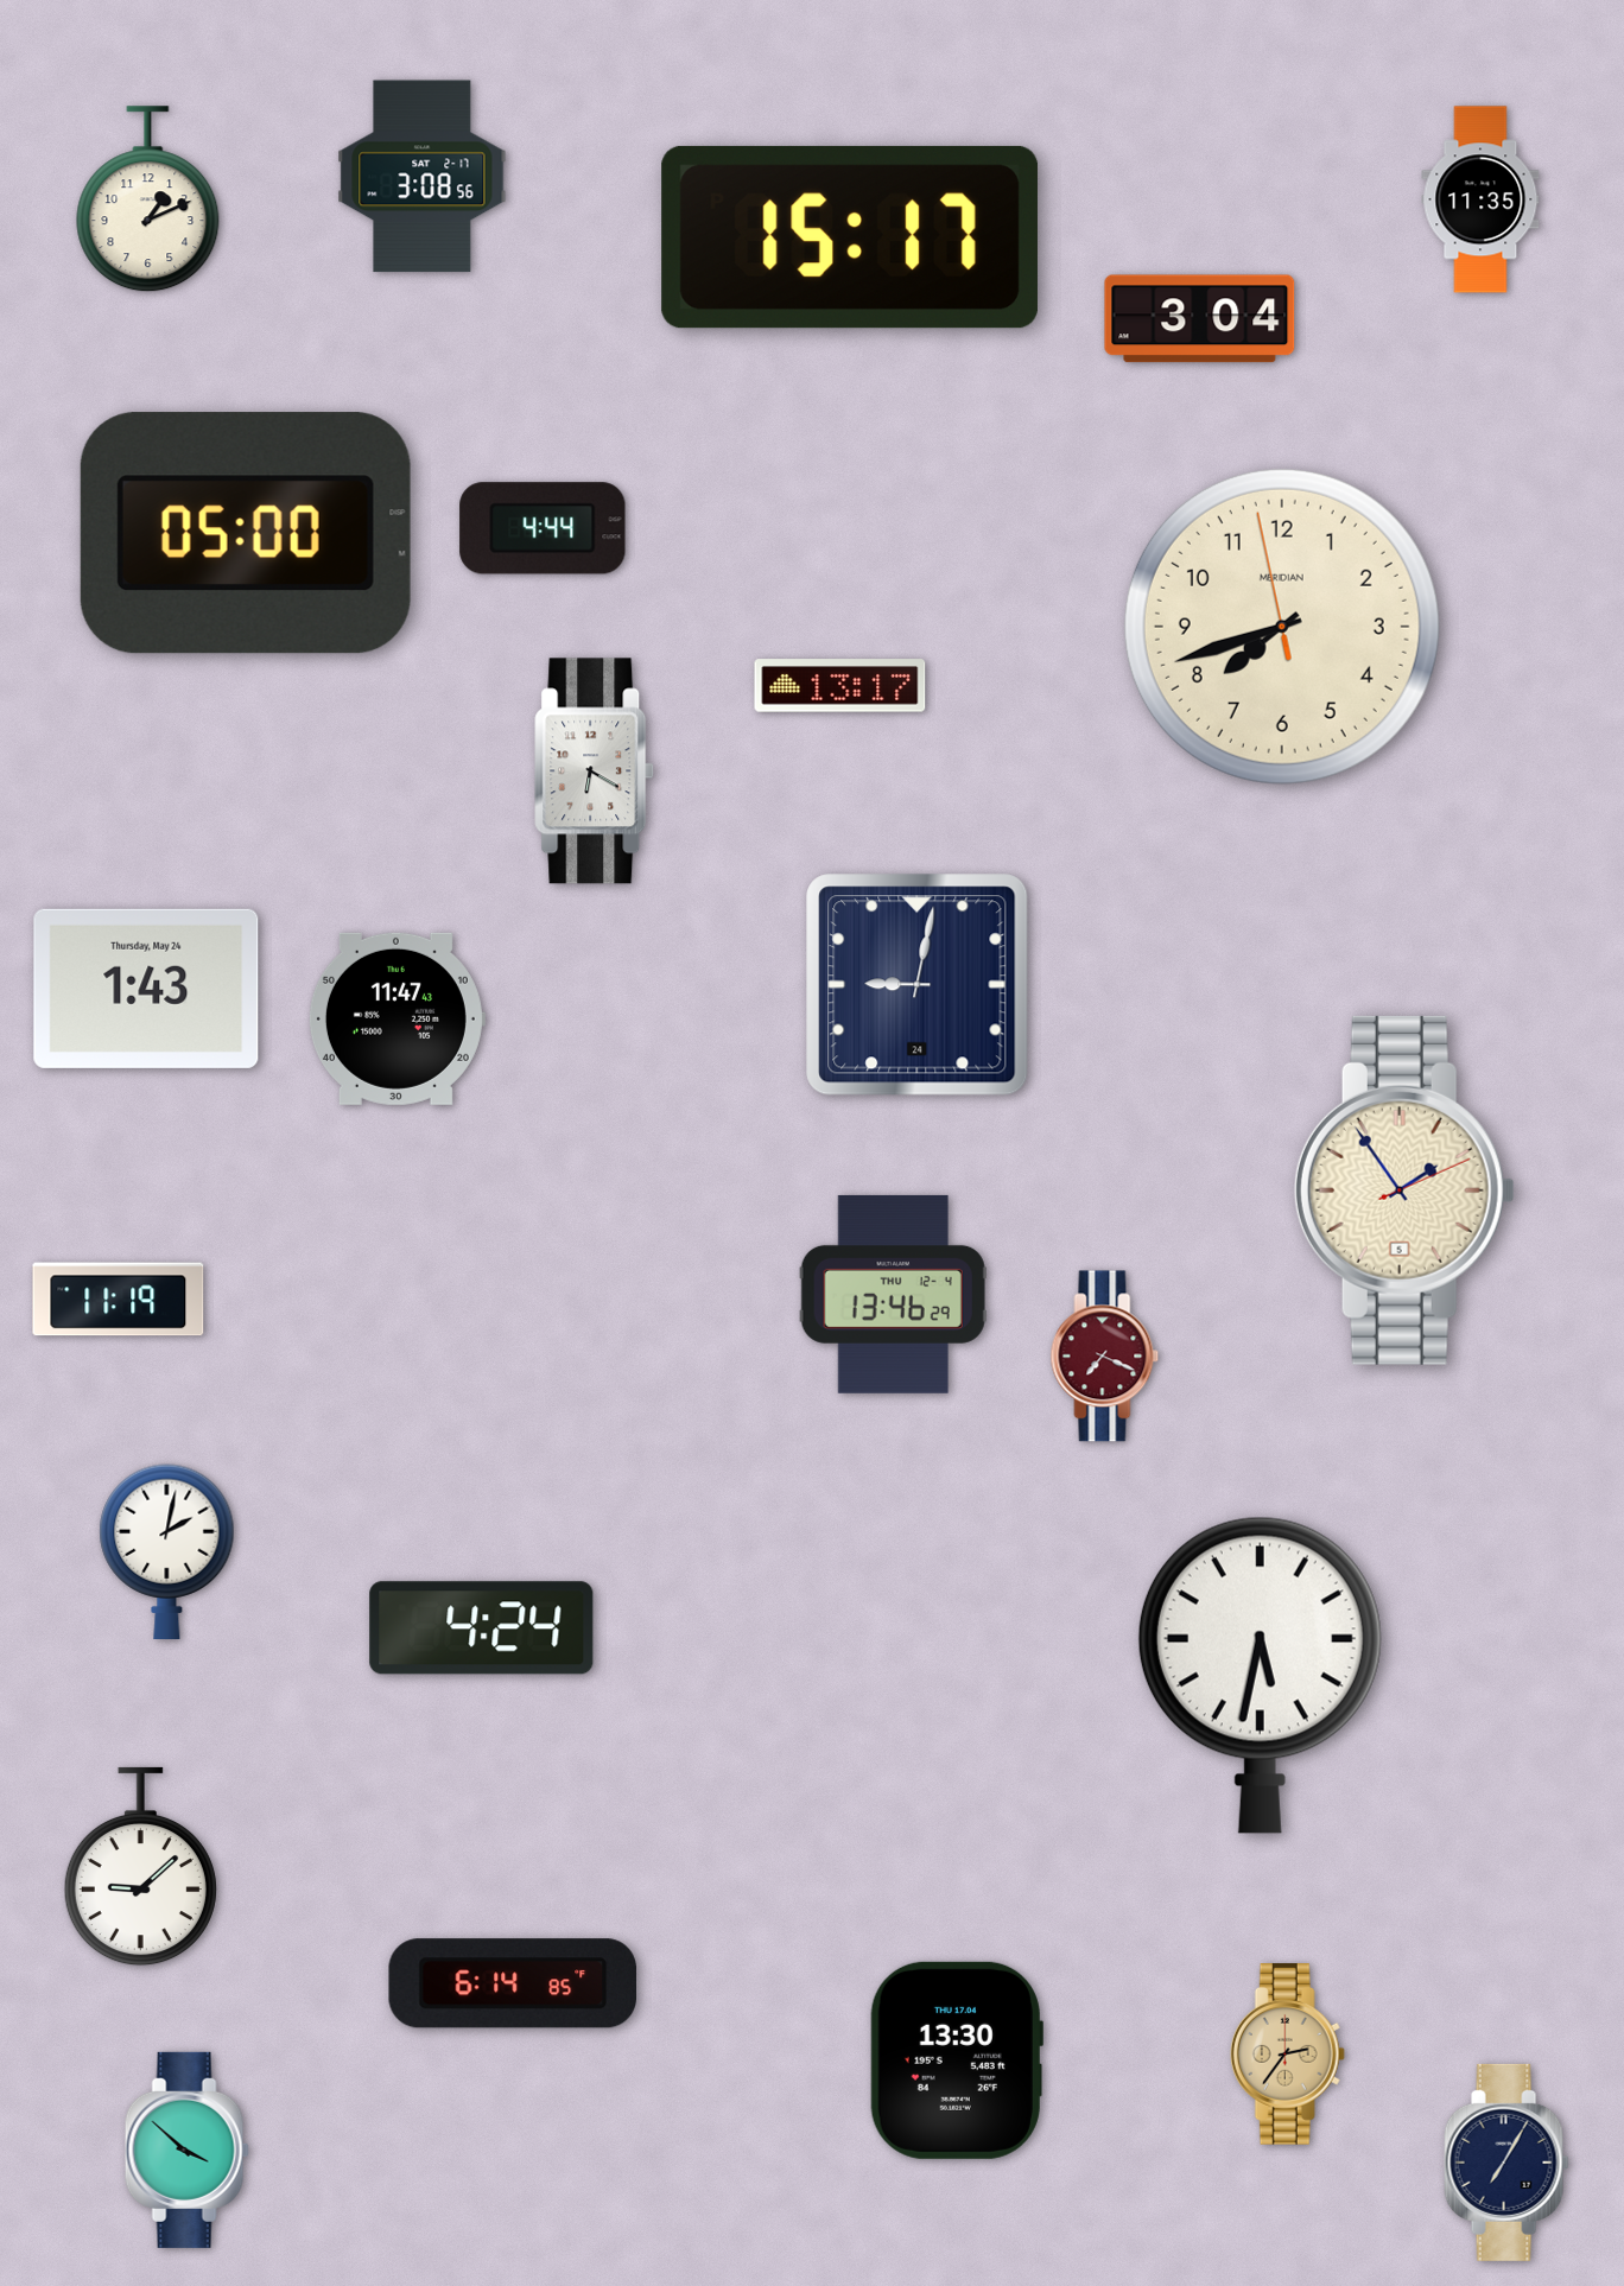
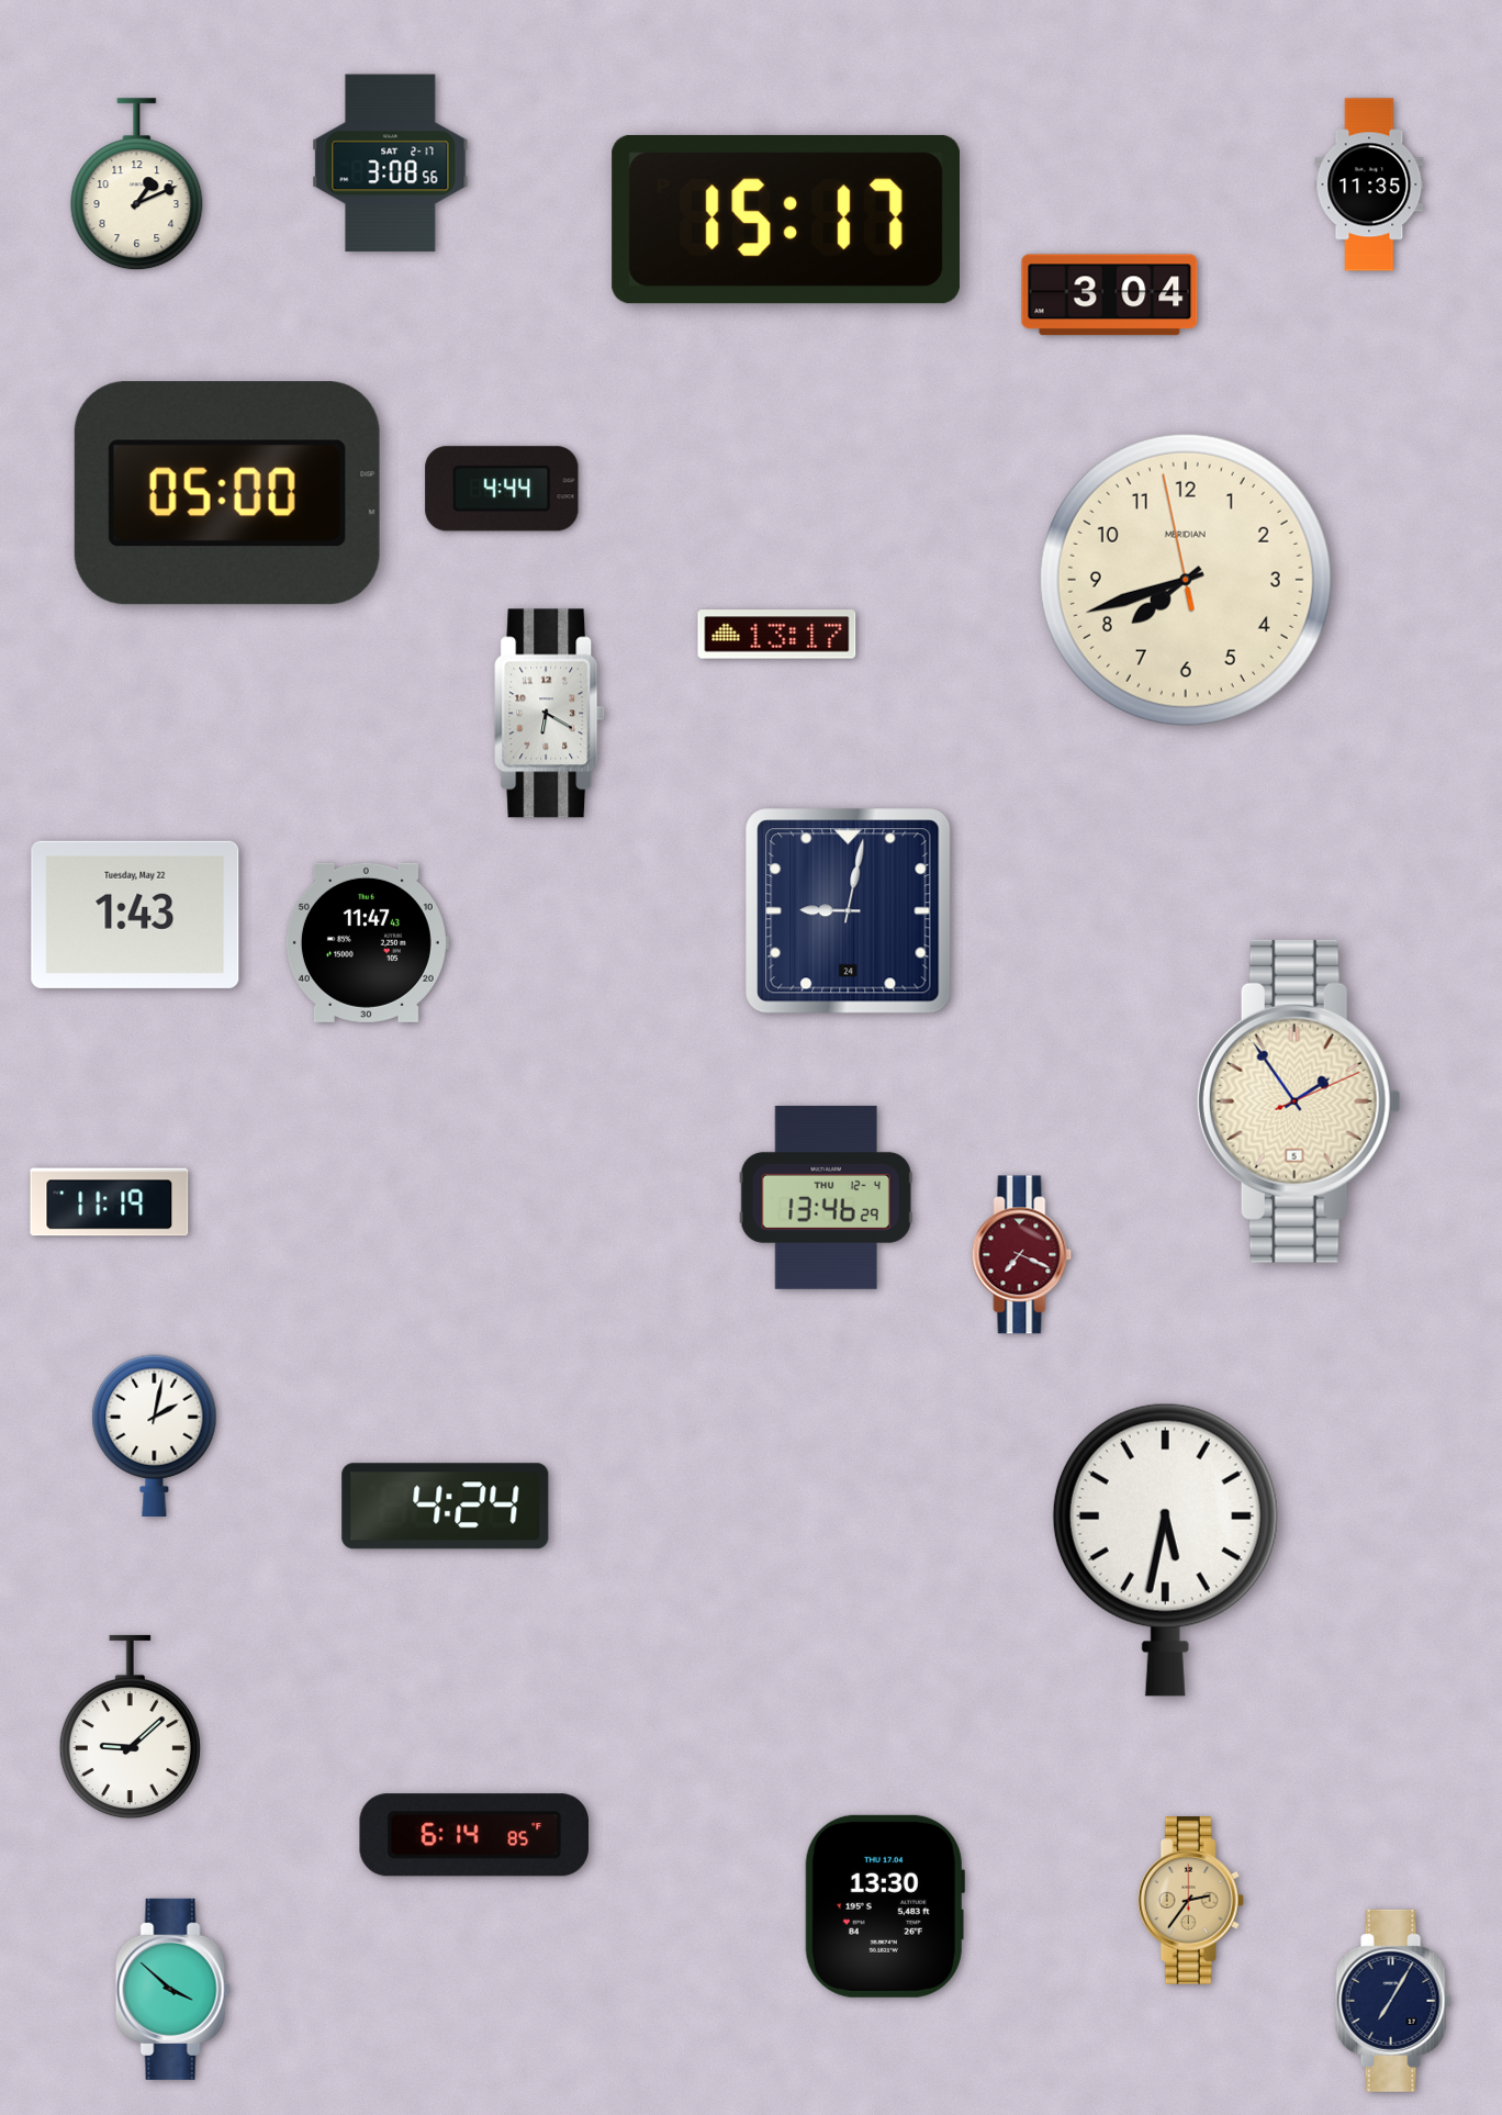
clock at (146, 989) date: Thursday, May 24 -> Tuesday, May 22
